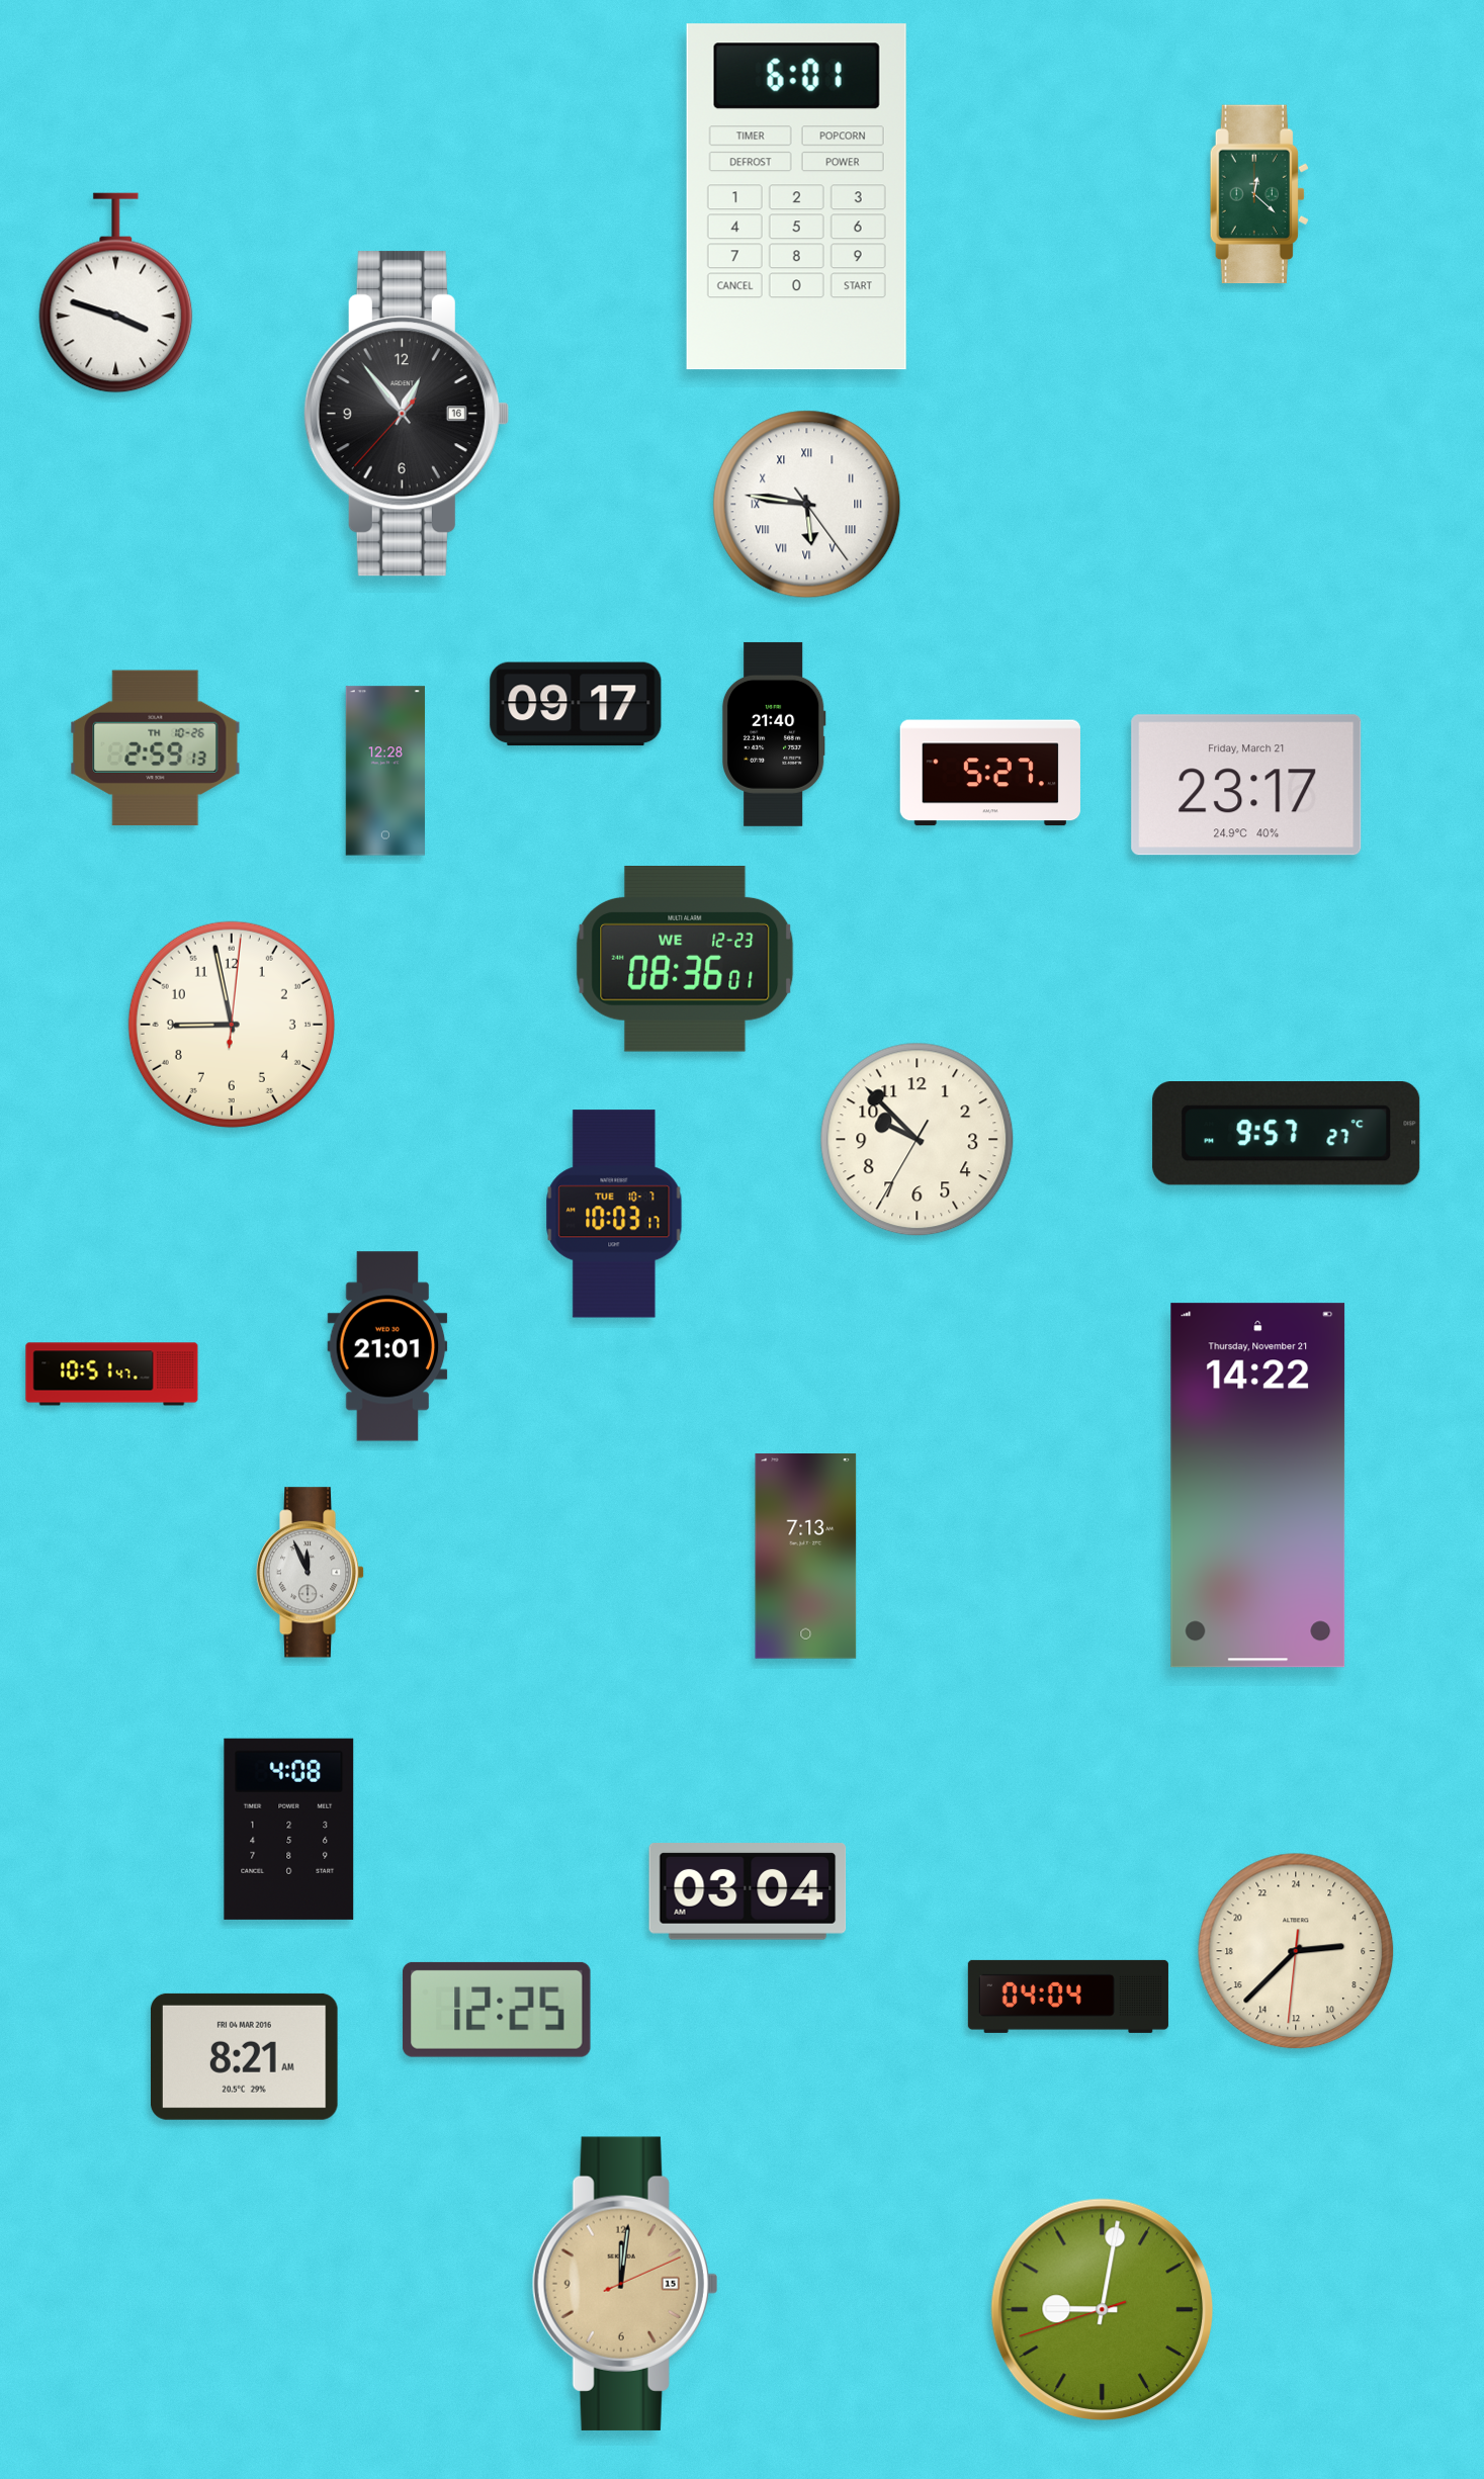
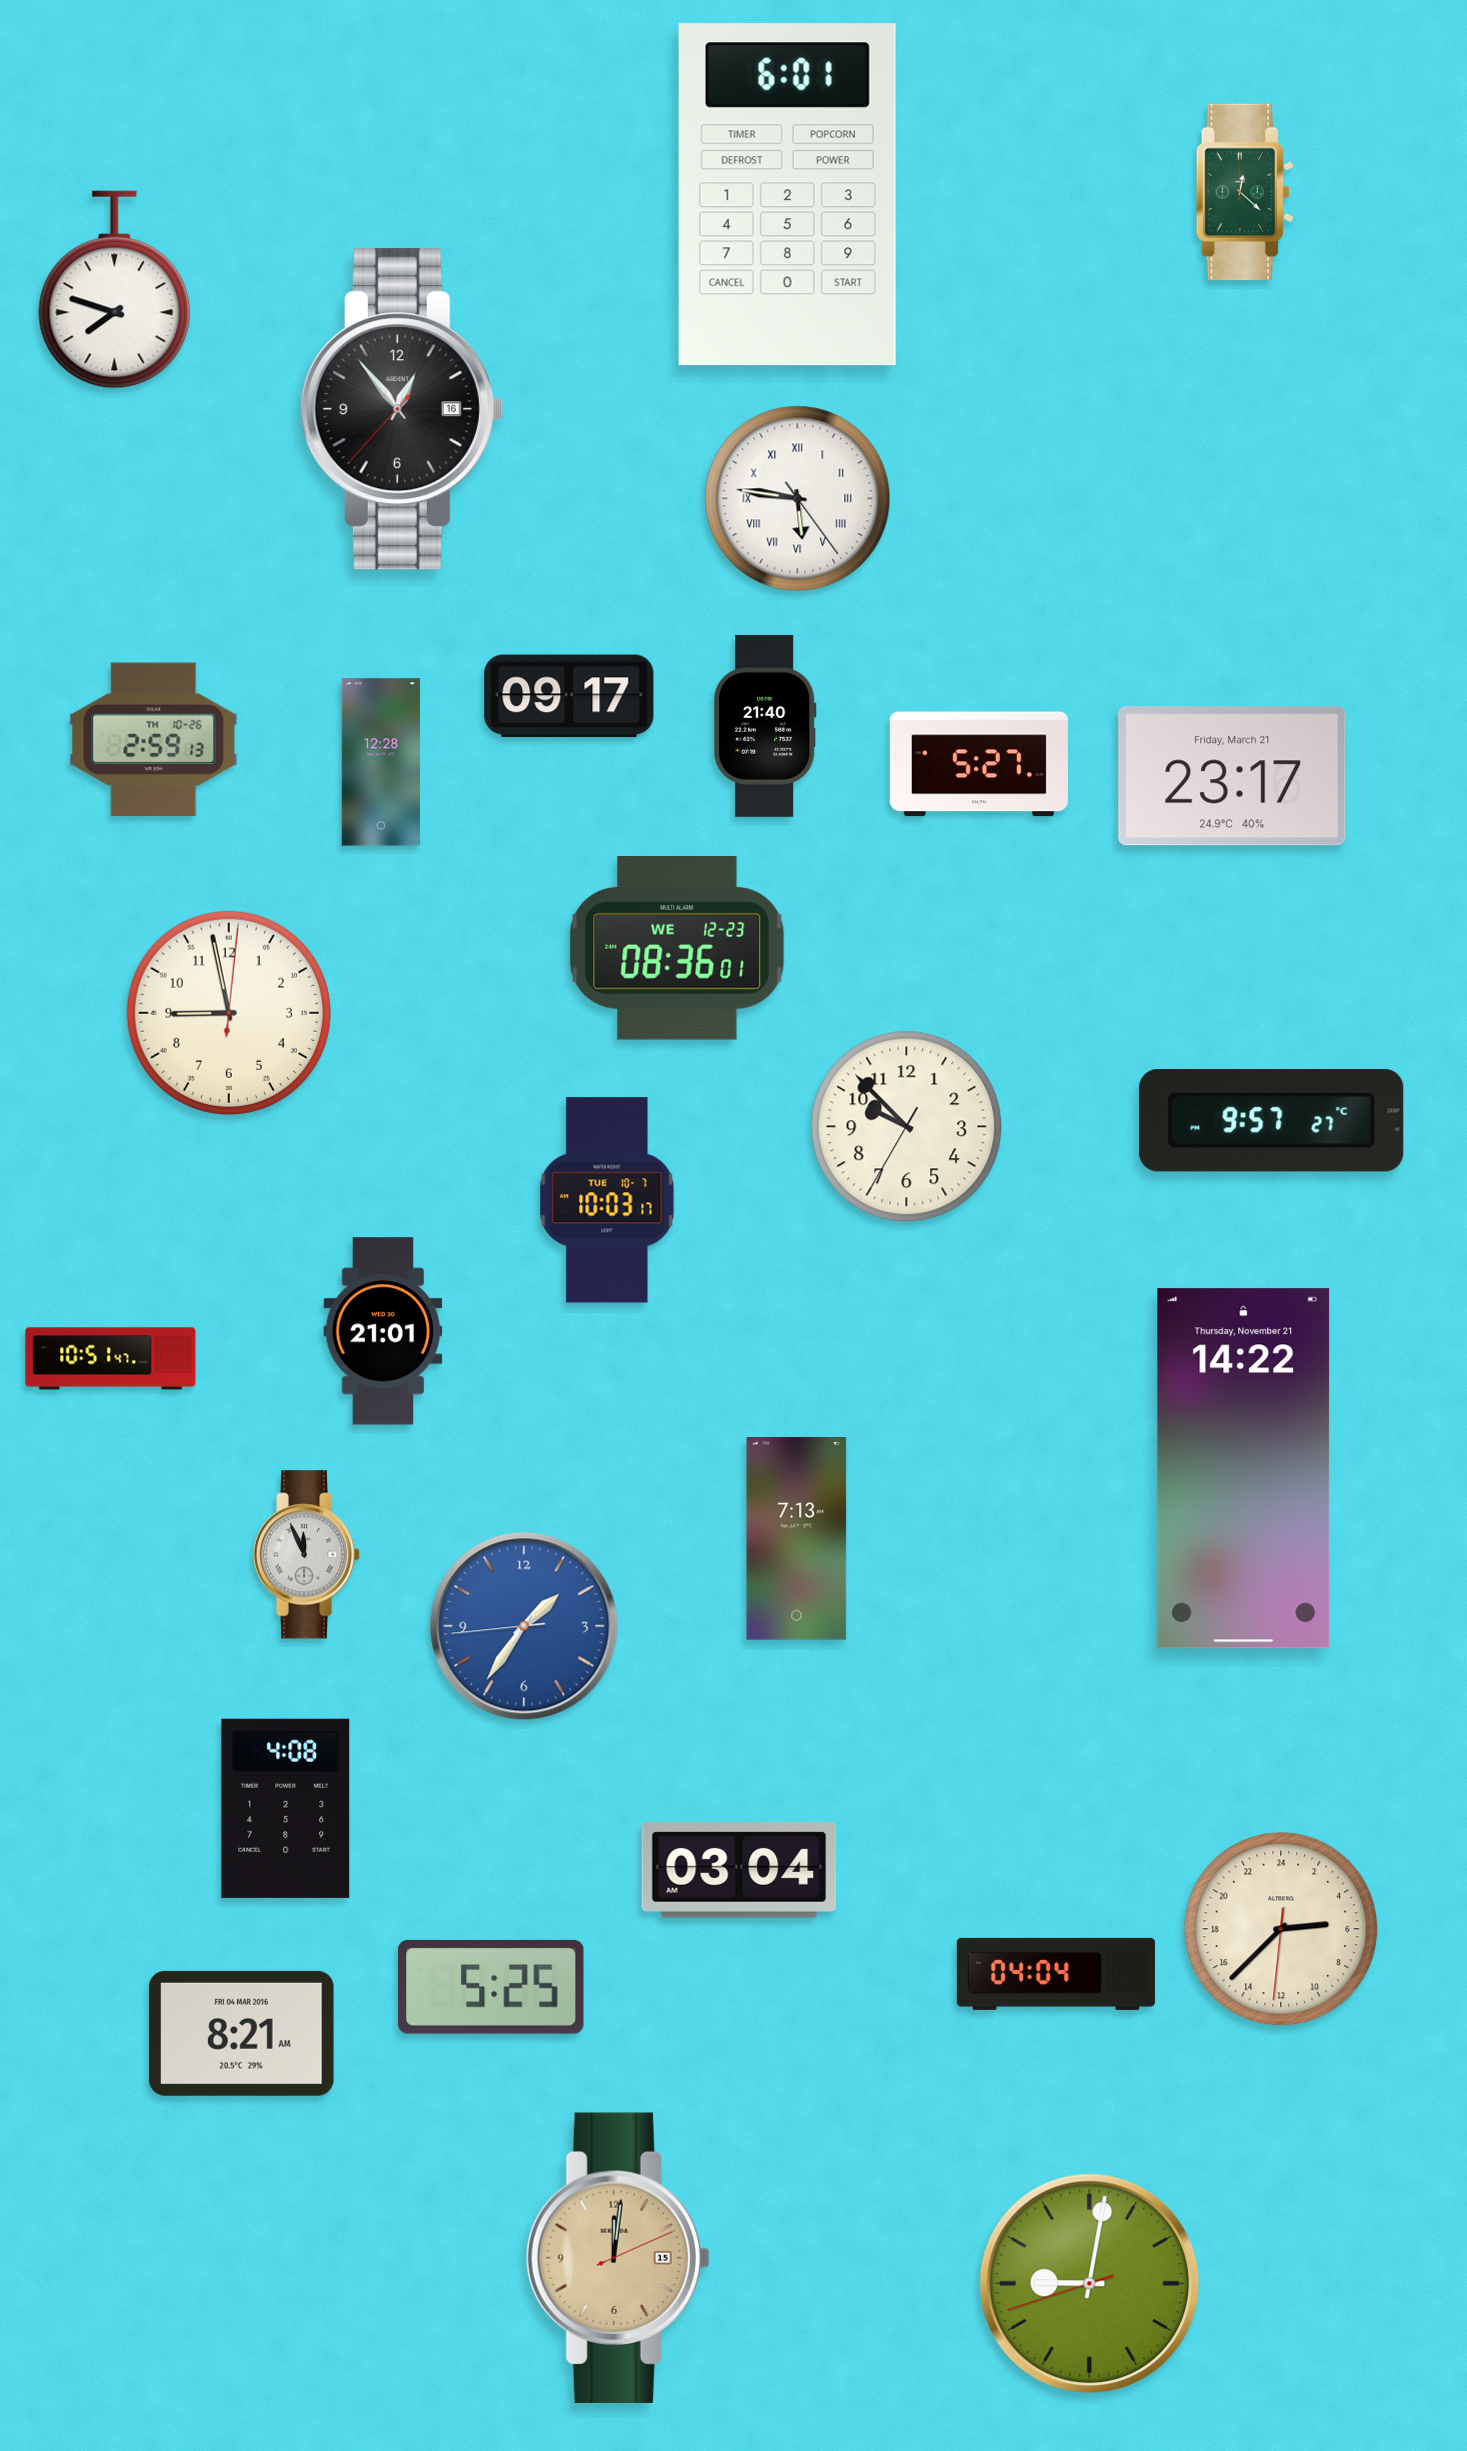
clock at (116, 293): 3:48 -> 7:48
clock at (524, 1626): none -> 1:35
clock at (497, 2010): 12:25 -> 5:25
